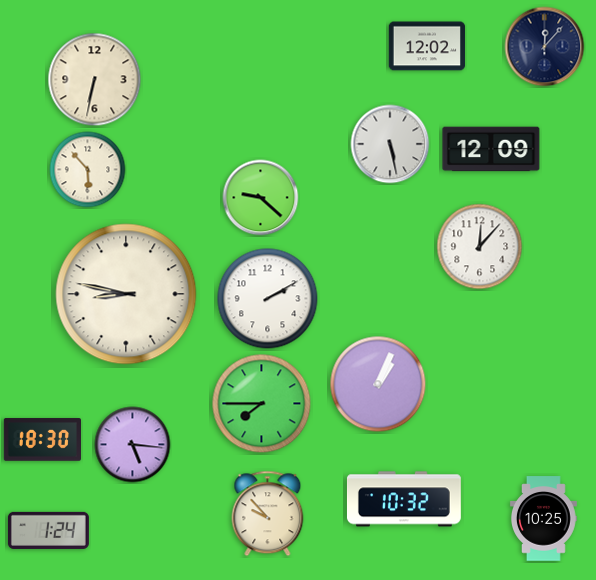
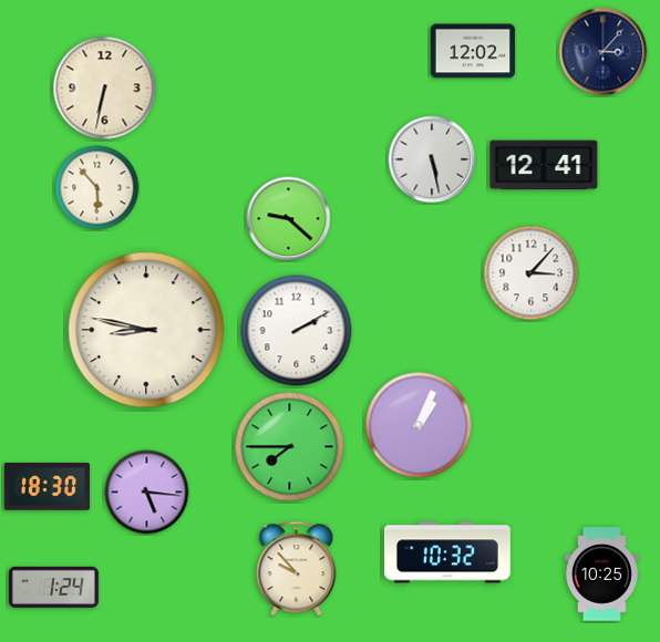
clock at (545, 47): 12:07 -> 3:07
clock at (491, 149): 12:09 -> 12:41
clock at (480, 247): 12:07 -> 3:07
clock at (126, 294) position: (126, 294) -> (146, 330)
